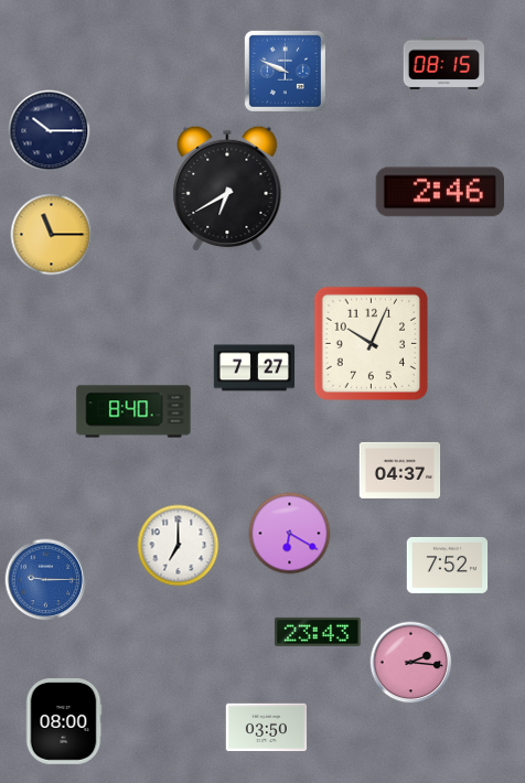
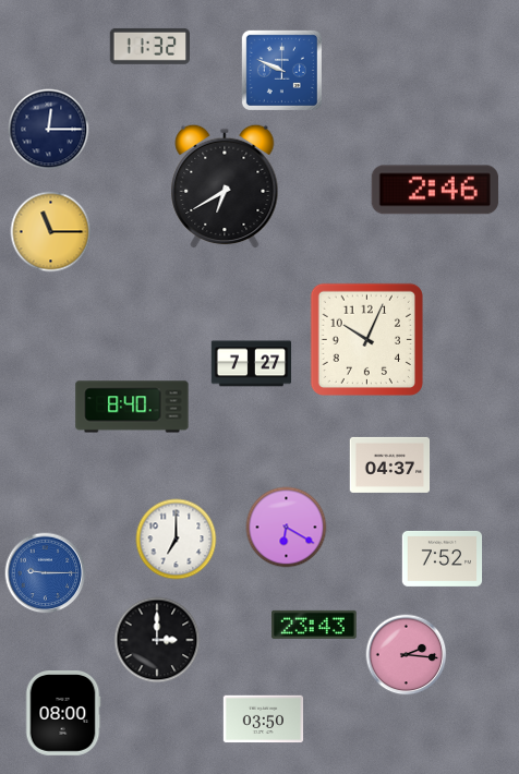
clock at (149, 46): none -> 11:32
clock at (443, 63): 08:15 -> none
clock at (50, 131): 10:15 -> 12:15
clock at (400, 470) position: (400, 470) -> (390, 464)
clock at (157, 640): none -> 3:00
